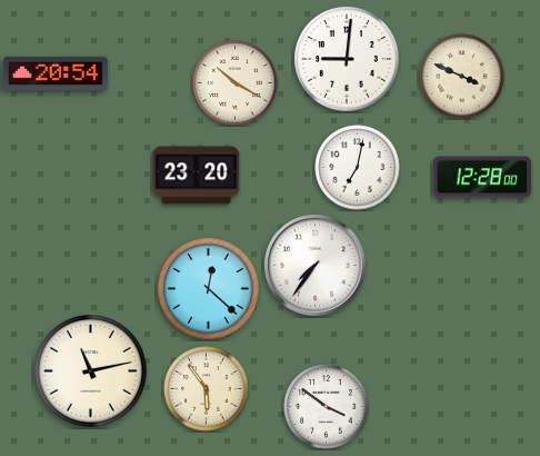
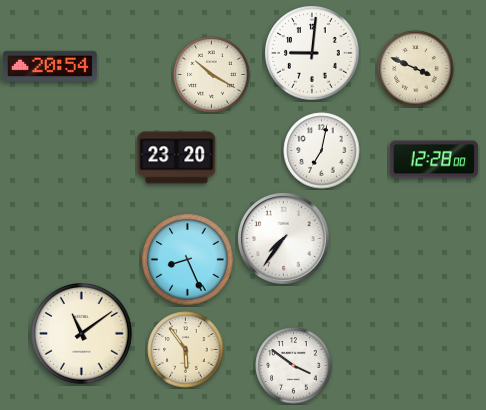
clock at (209, 289): 12:22 -> 8:26
clock at (91, 371): 11:13 -> 11:09
